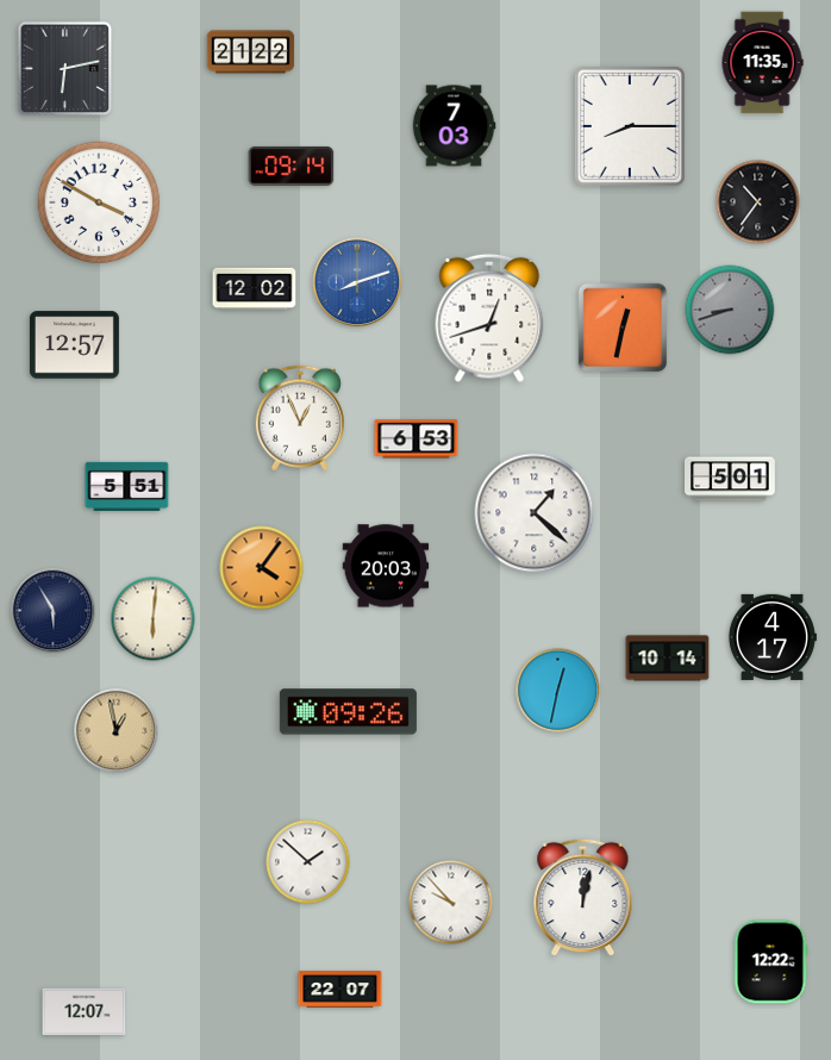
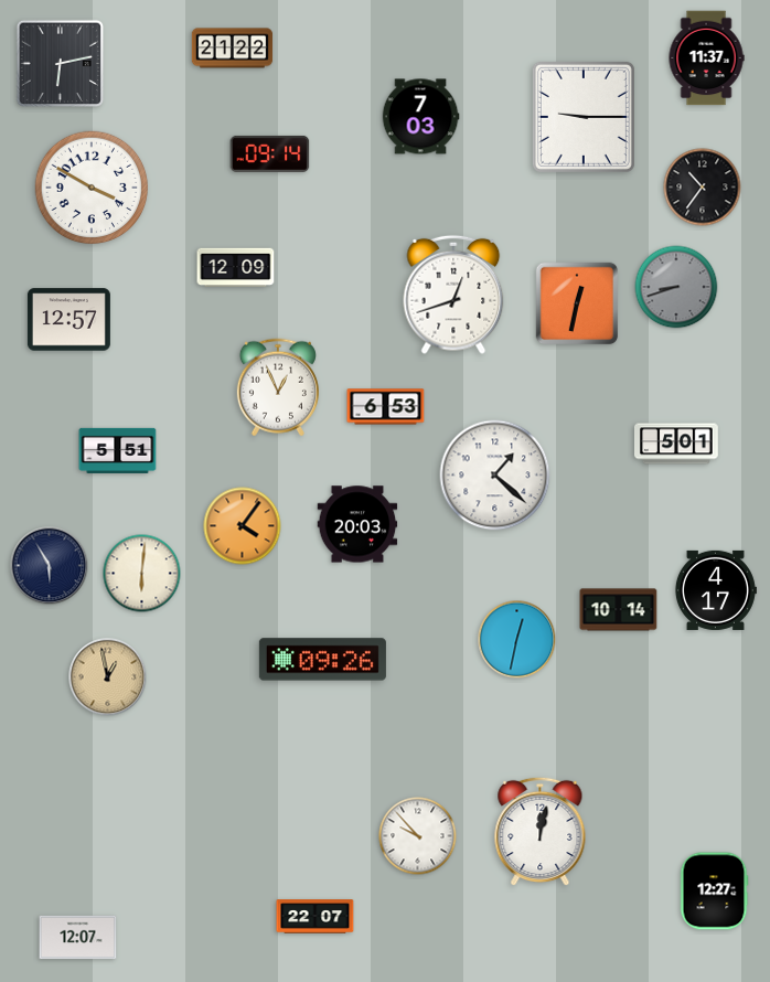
clock at (762, 63): 11:35 -> 11:37
clock at (630, 126): 8:15 -> 9:15
clock at (357, 282): 8:12 -> none
clock at (255, 289): 12:02 -> 12:09
clock at (308, 862): 1:52 -> none
clock at (770, 962): 12:22 -> 12:27
